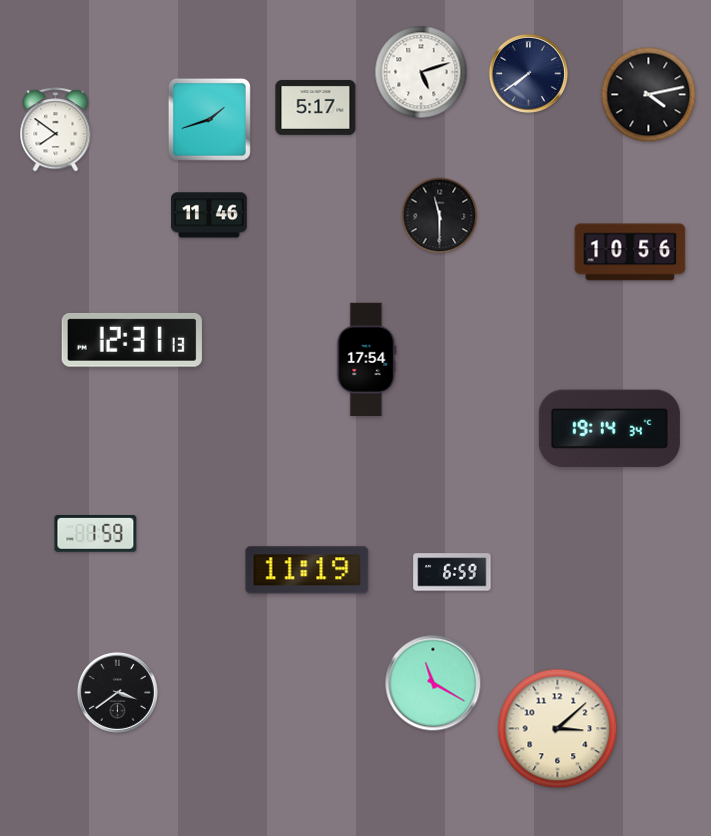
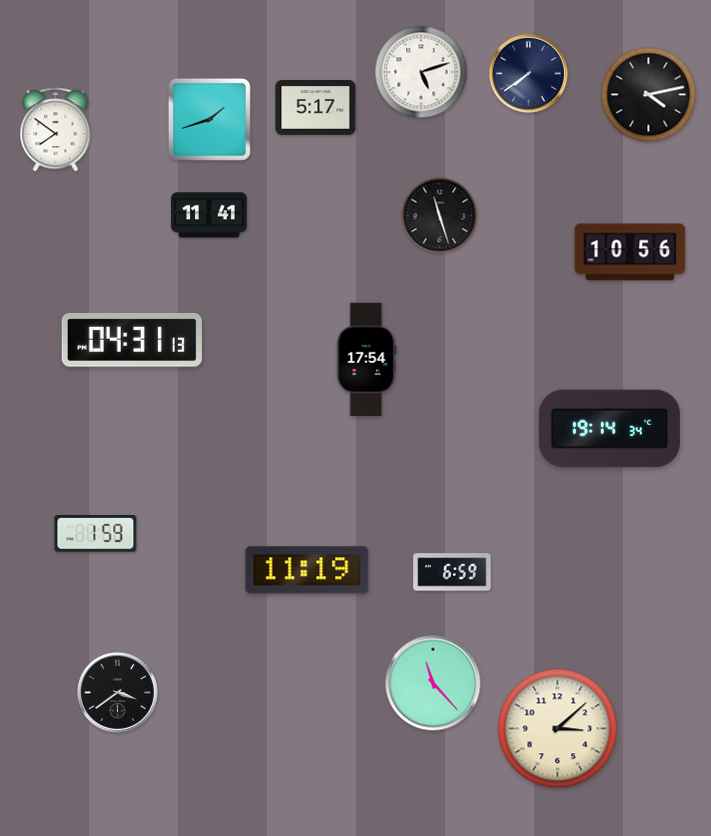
clock at (209, 215): 11:46 -> 11:41
clock at (440, 216): 11:30 -> 11:27
clock at (132, 340): 12:31 -> 04:31
clock at (433, 683): 11:20 -> 11:23
